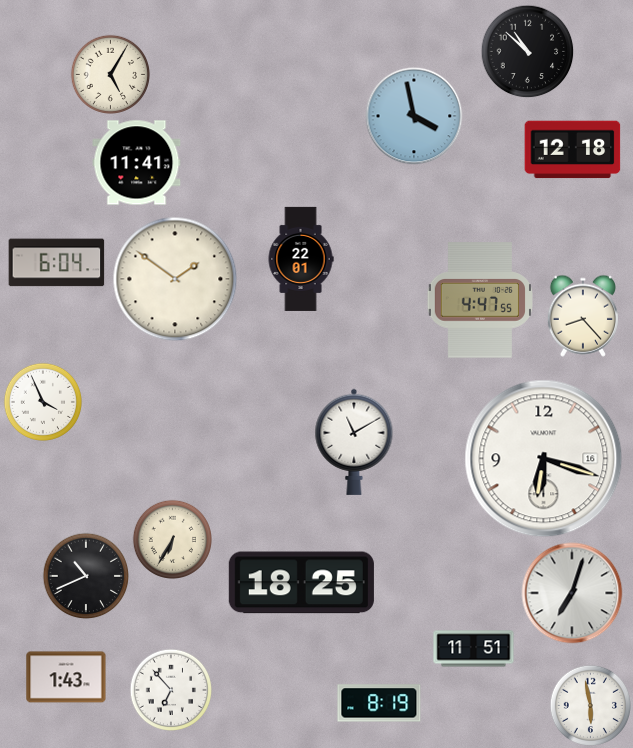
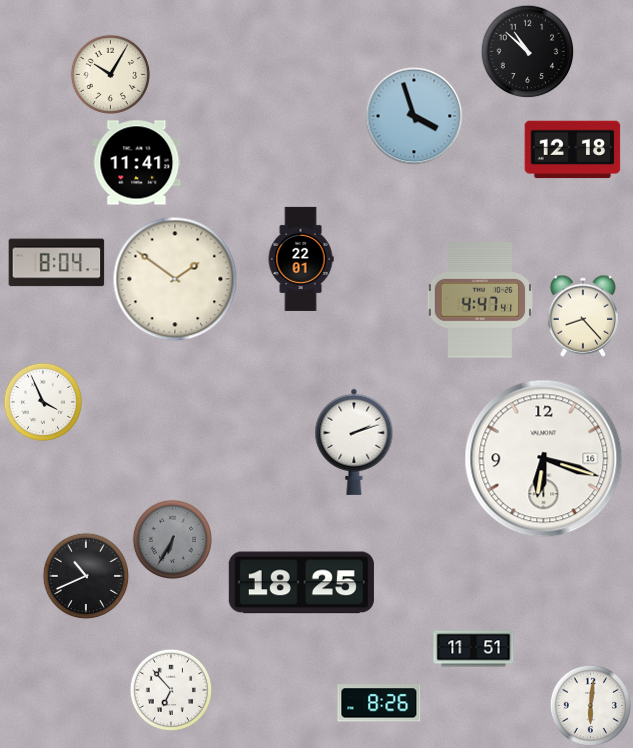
clock at (110, 74): 5:05 -> 10:05
clock at (414, 116): 3:58 -> 3:57
clock at (57, 263): 6:04 -> 8:04
clock at (479, 300): 4:47:55 -> 4:47:41
clock at (354, 442): 11:10 -> 2:12
clock at (172, 539) dial: cream -> grey
clock at (572, 593): 7:03 -> none
clock at (66, 677): 1:43 -> none
clock at (379, 703): 8:19 -> 8:26
clock at (590, 705): 5:58 -> 6:01
